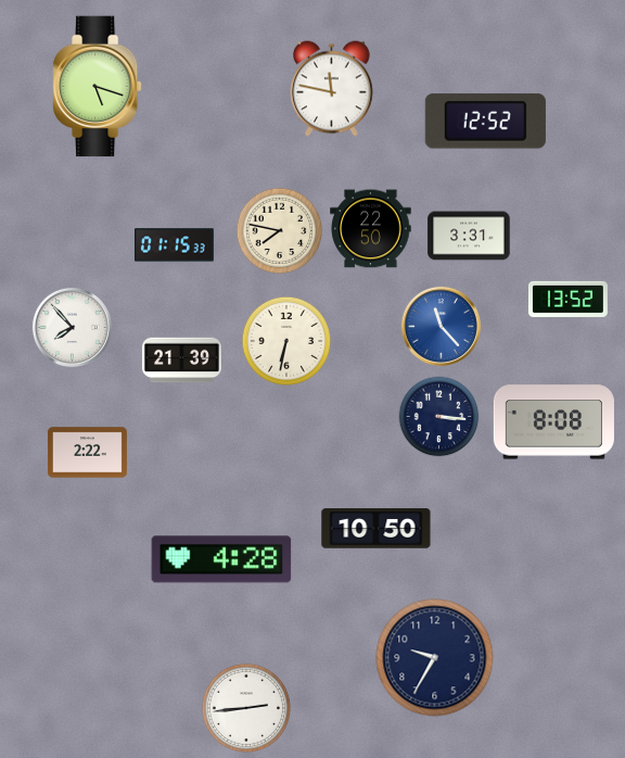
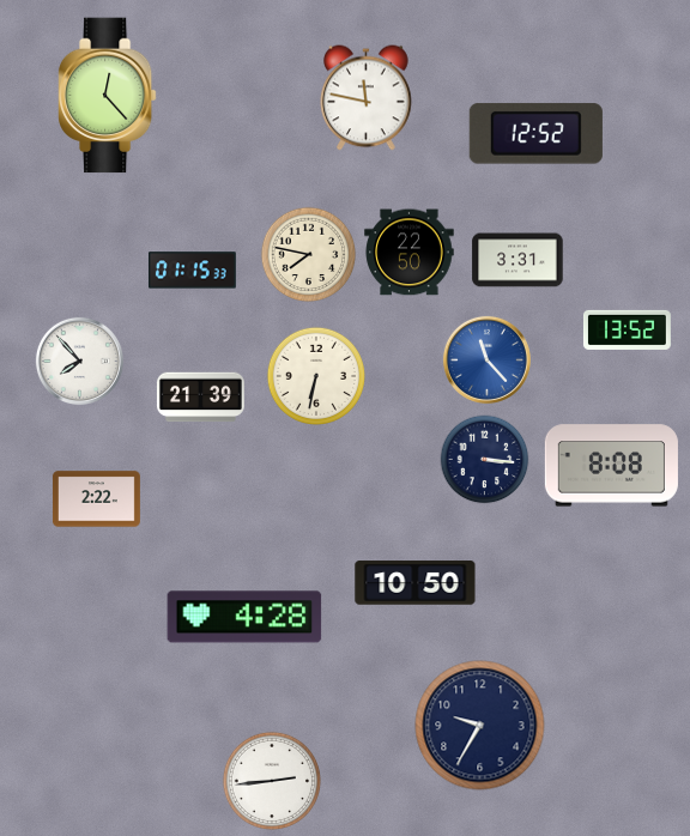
clock at (98, 87): 5:18 -> 12:23
